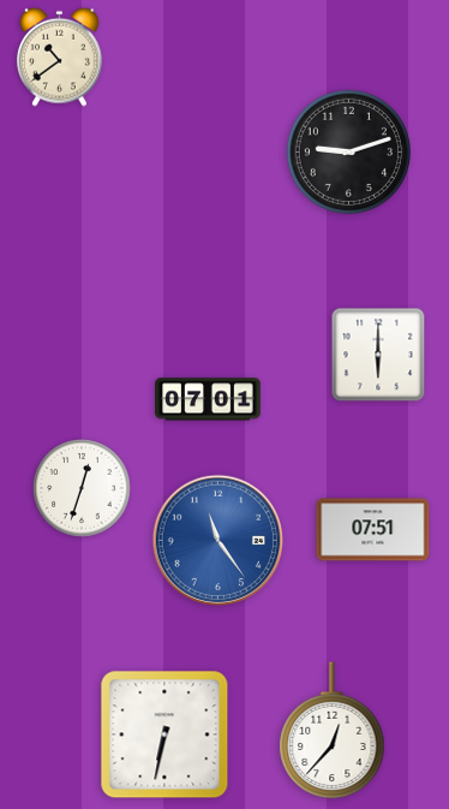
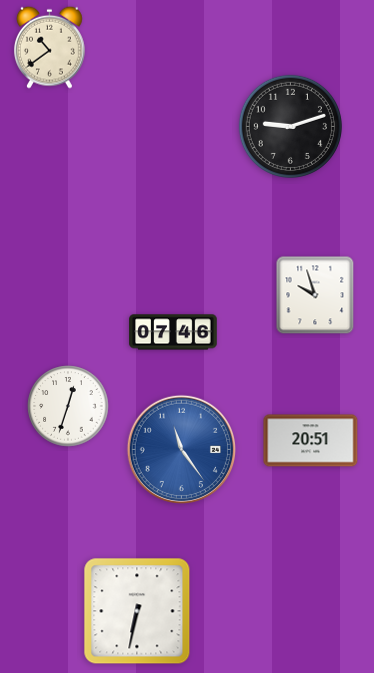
clock at (378, 355): 6:00 -> 9:57
clock at (208, 399): 07:01 -> 07:46
clock at (373, 530): 07:51 -> 20:51
clock at (333, 731): 12:37 -> none
